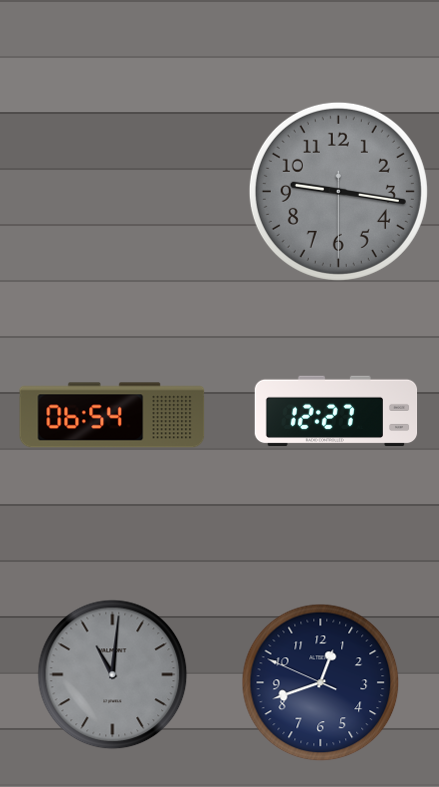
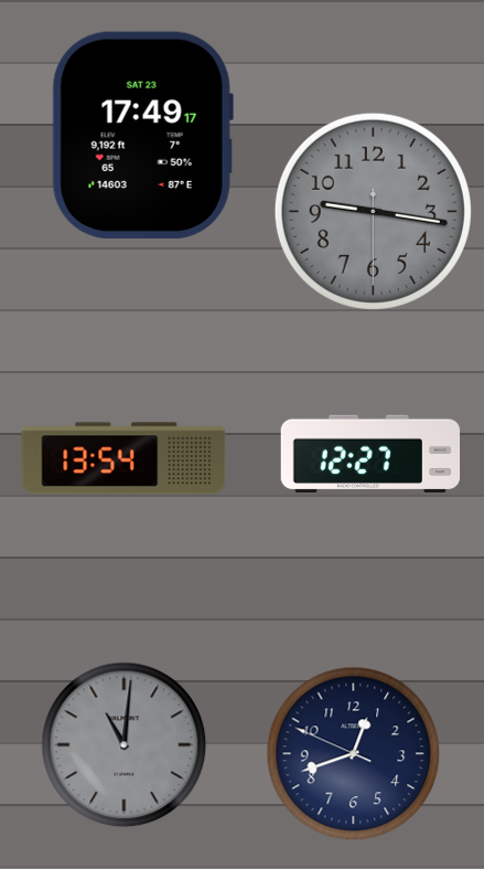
clock at (142, 135): none -> 17:49
clock at (112, 415): 06:54 -> 13:54
